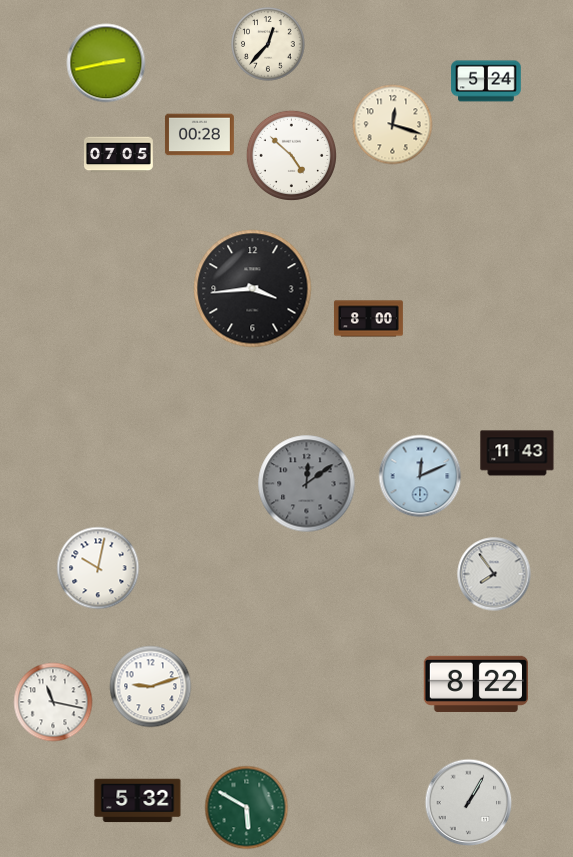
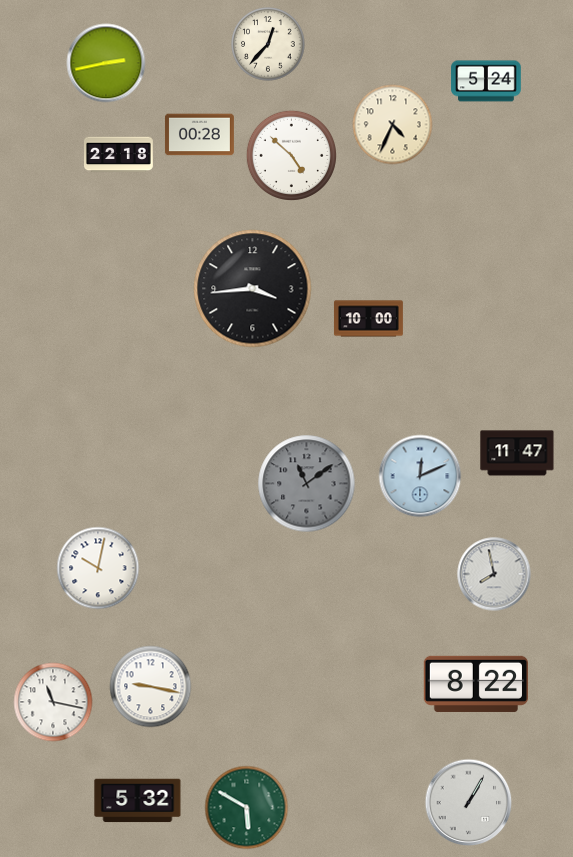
clock at (393, 125): 12:18 -> 4:34
clock at (119, 155): 07:05 -> 22:18
clock at (369, 319): 8:00 -> 10:00
clock at (517, 453): 11:43 -> 11:47
clock at (307, 484): 12:09 -> 11:09
clock at (494, 574): 7:54 -> 7:58
clock at (151, 687): 9:12 -> 9:17
